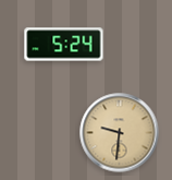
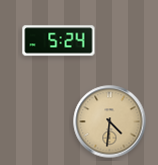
clock at (120, 133): 9:31 -> 4:31
